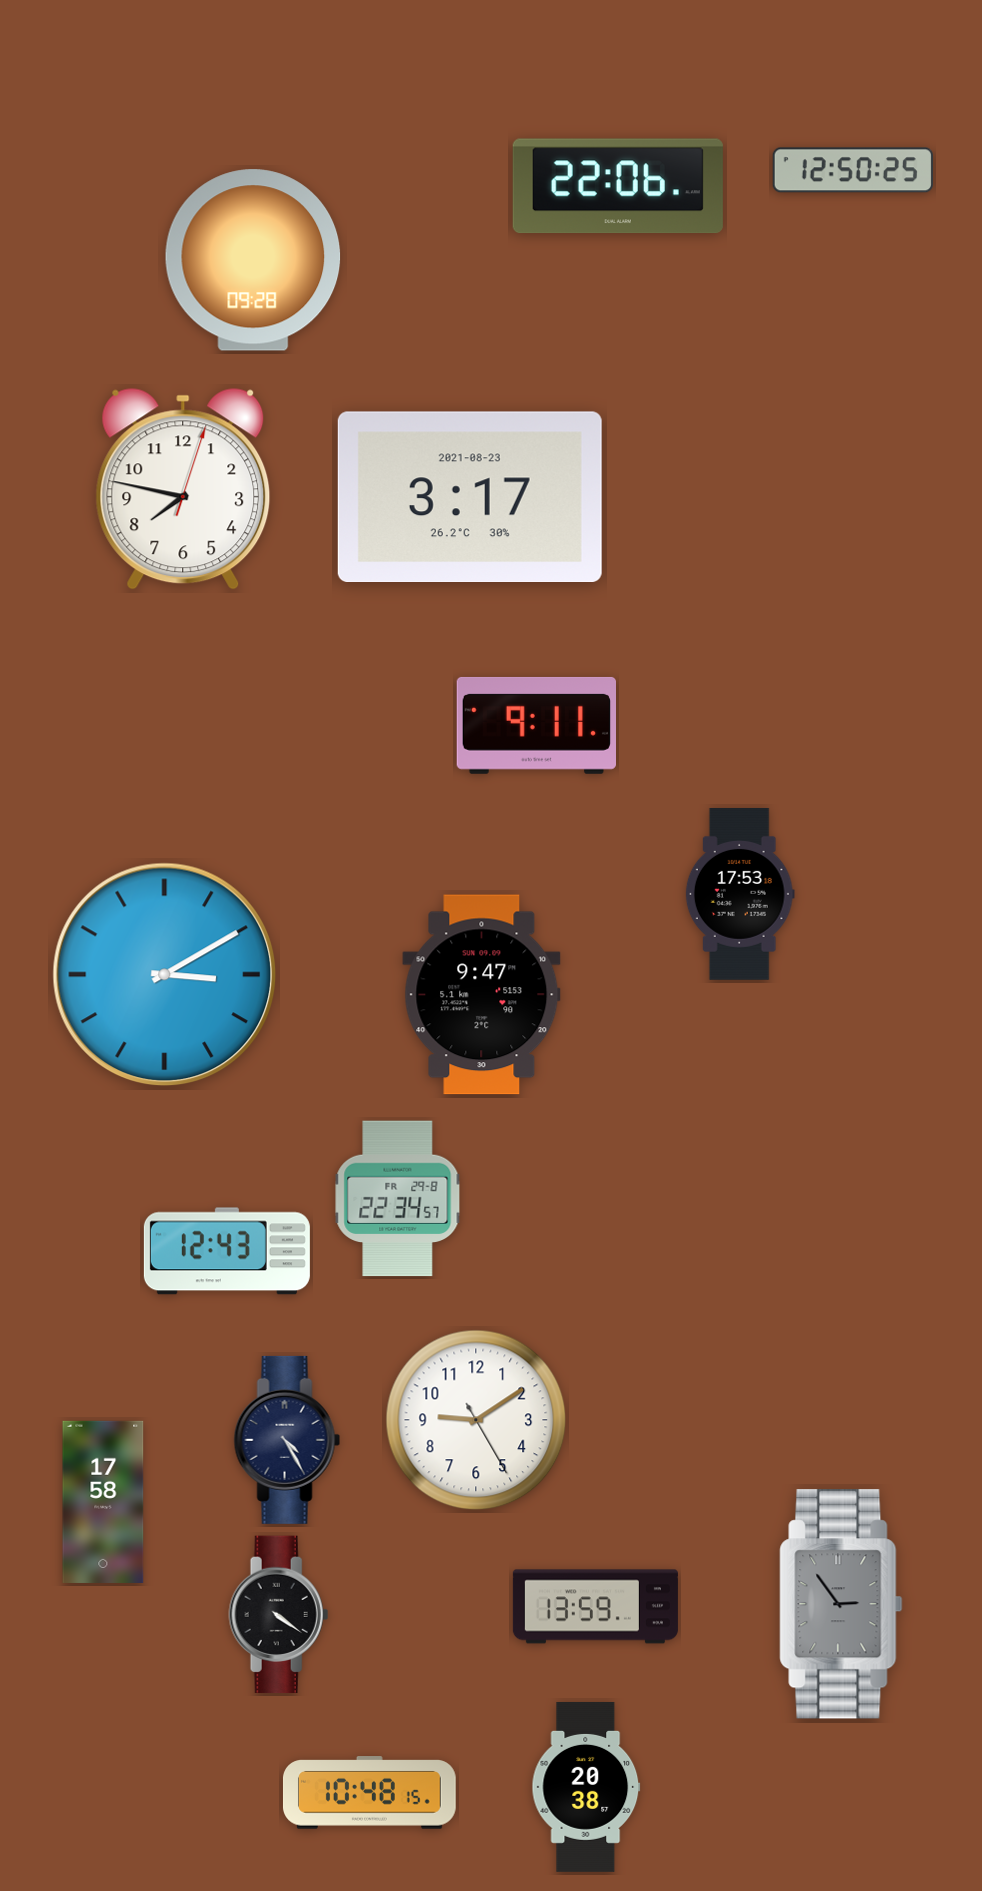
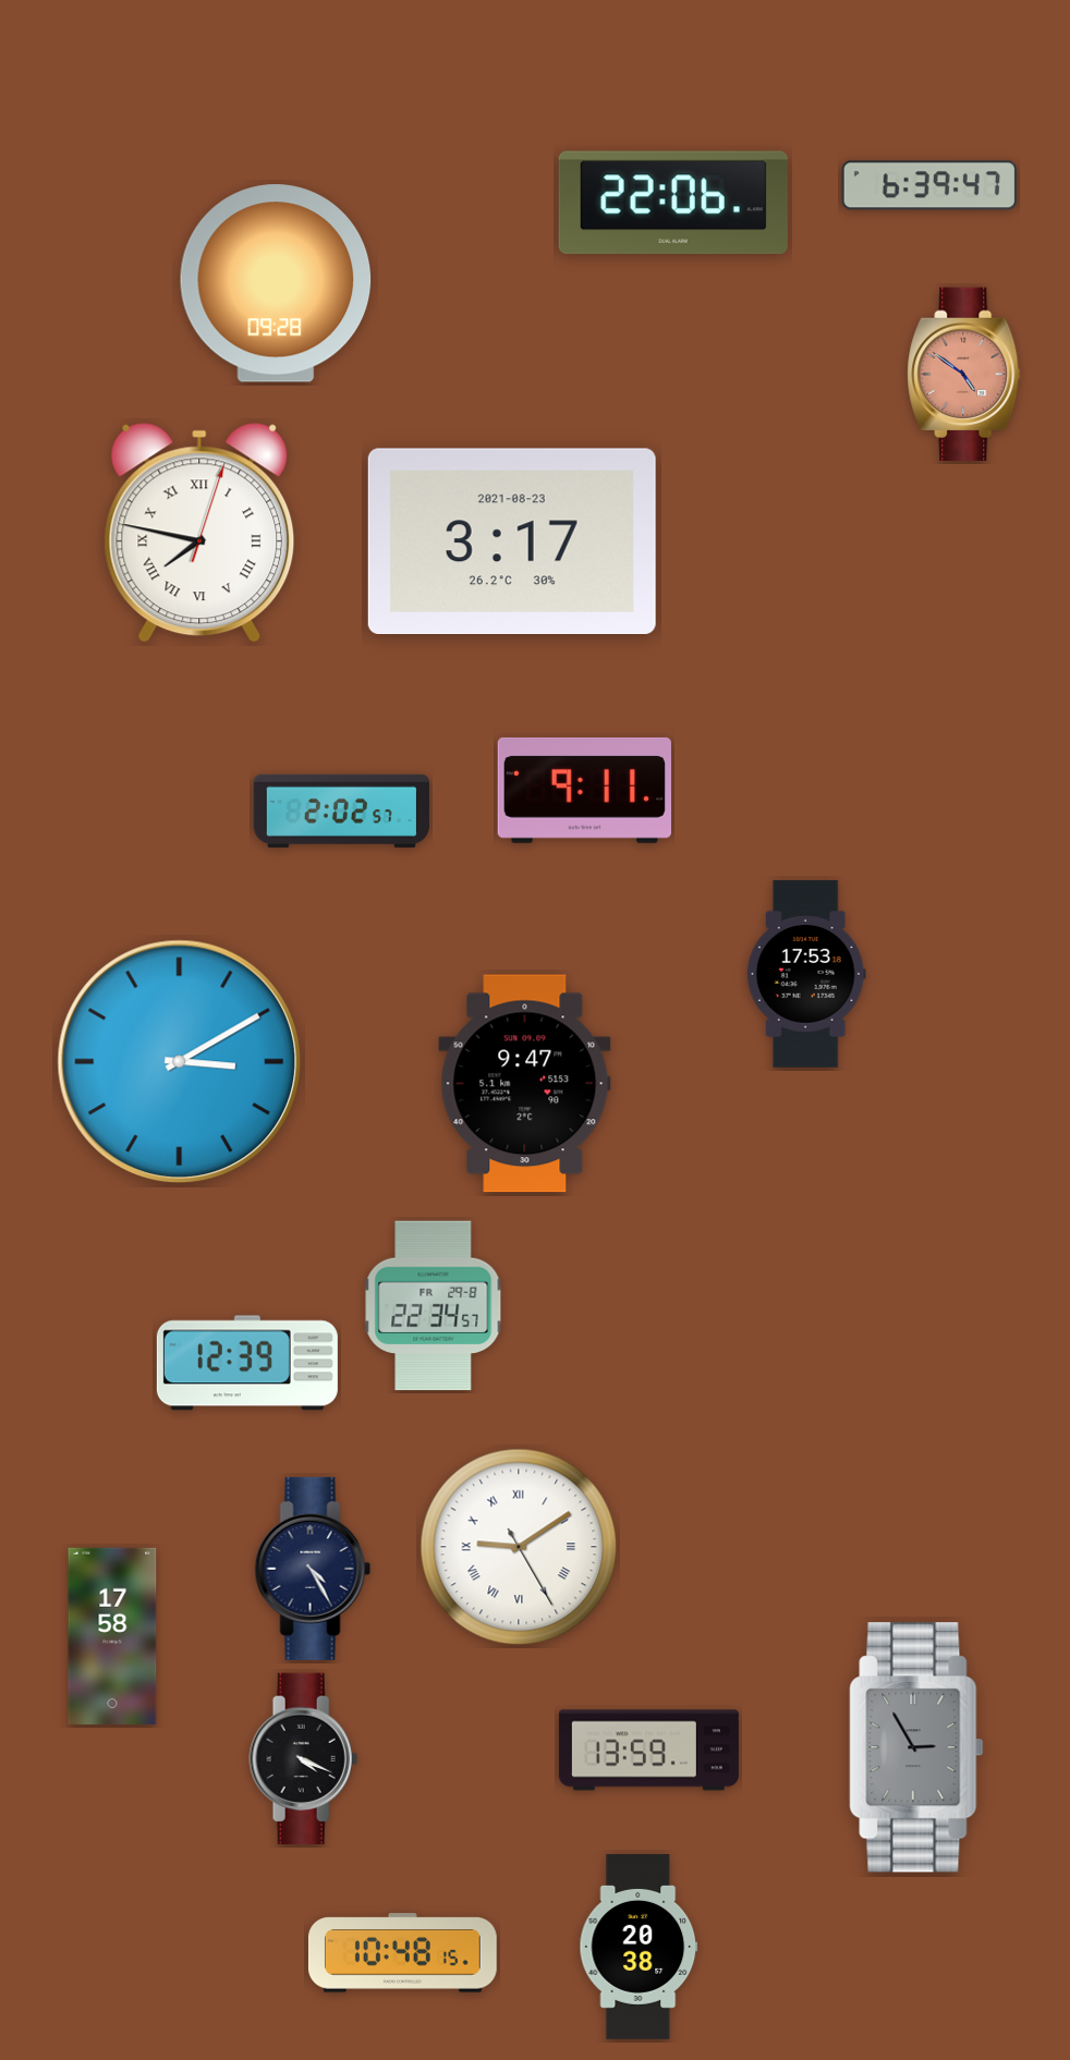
clock at (853, 170): 12:50 -> 6:39
clock at (964, 374): none -> 4:51
clock at (183, 489) numerals: Arabic -> Roman
clock at (341, 810): none -> 2:02
clock at (227, 1251): 12:43 -> 12:39
clock at (476, 1420) numerals: Arabic -> Roman
clock at (841, 1604): 2:54 -> 2:55
clock at (279, 1615): 4:21 -> 4:19
